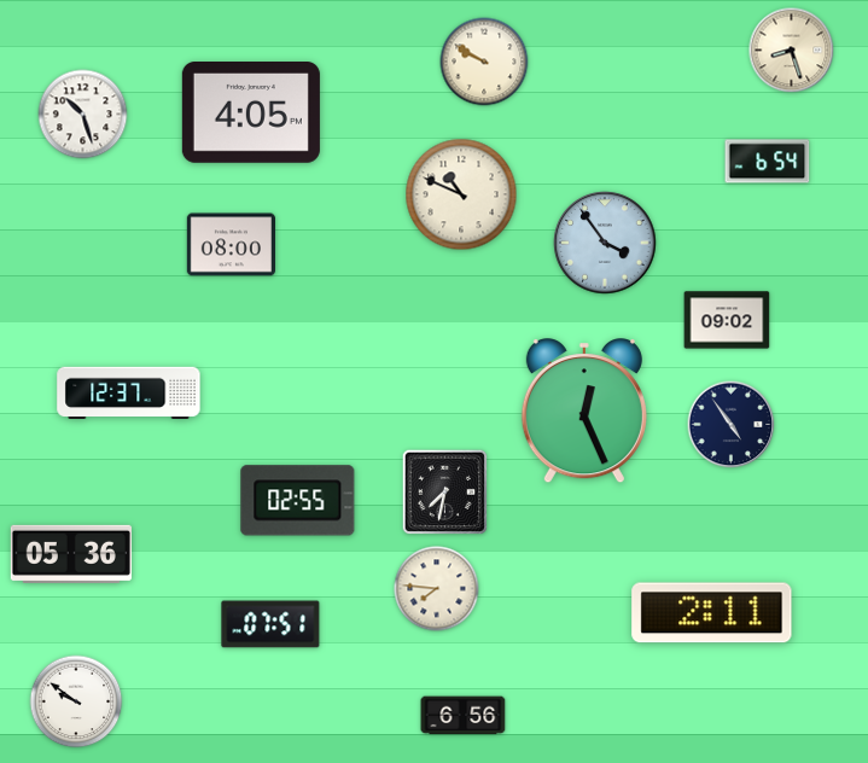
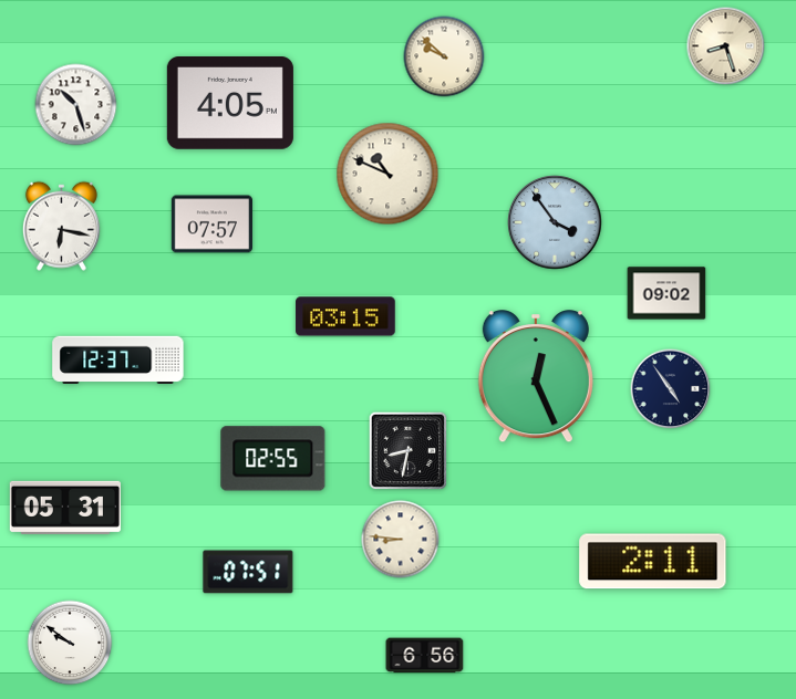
clock at (484, 62): 9:50 -> 9:52
clock at (768, 162): 6:54 -> none
clock at (461, 194) position: (461, 194) -> (387, 174)
clock at (231, 245): 08:00 -> 07:57
clock at (61, 226): none -> 6:17
clock at (345, 316): none -> 03:15
clock at (445, 493): 7:32 -> 8:32
clock at (71, 554): 05:36 -> 05:31
clock at (437, 589): 7:46 -> 8:46
